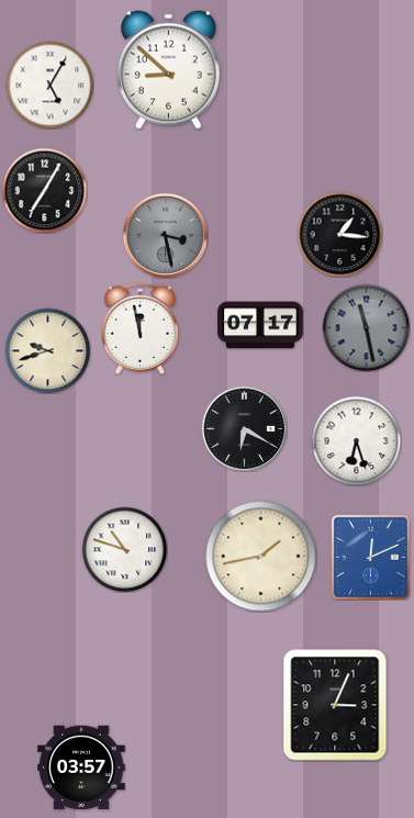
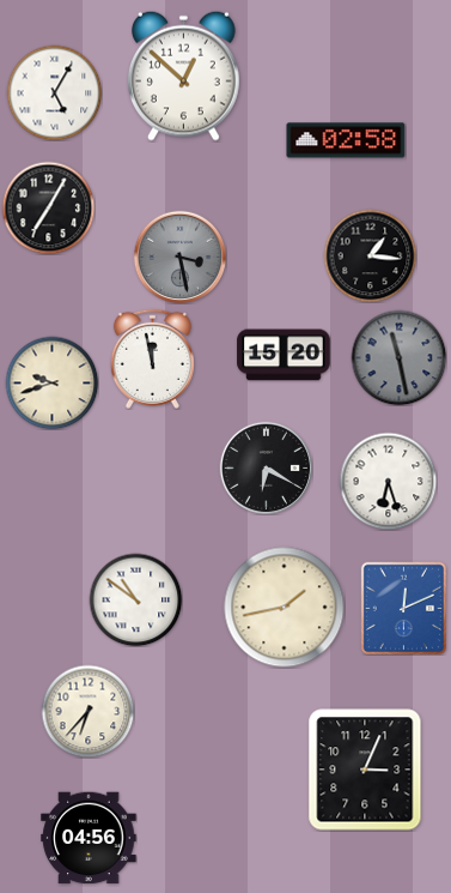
clock at (168, 69): 8:52 -> 12:52
clock at (346, 140): none -> 02:58
clock at (260, 325): 07:17 -> 15:20
clock at (124, 549): 10:48 -> 10:51
clock at (87, 711): none -> 6:37
clock at (81, 767): 03:57 -> 04:56
